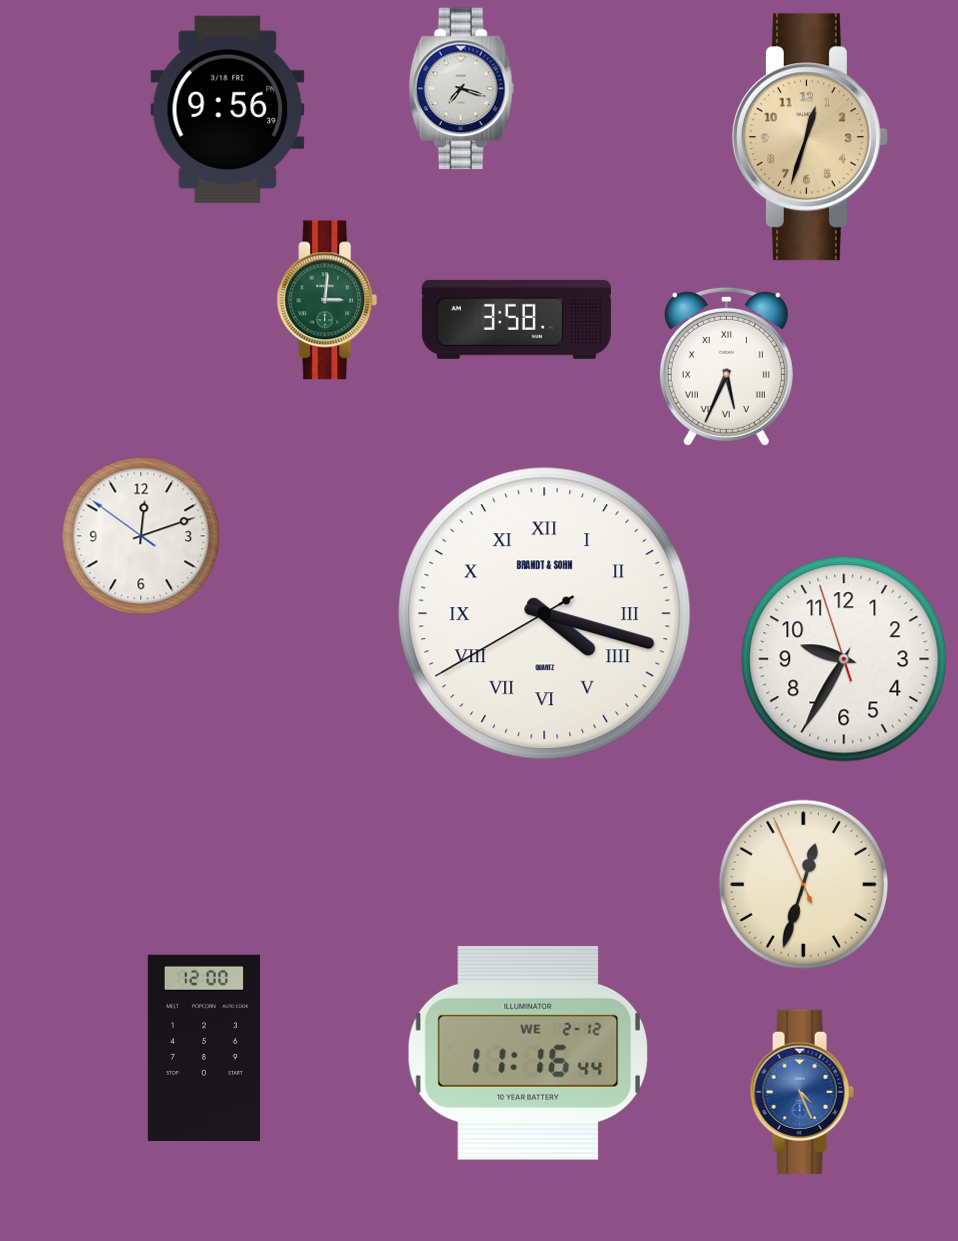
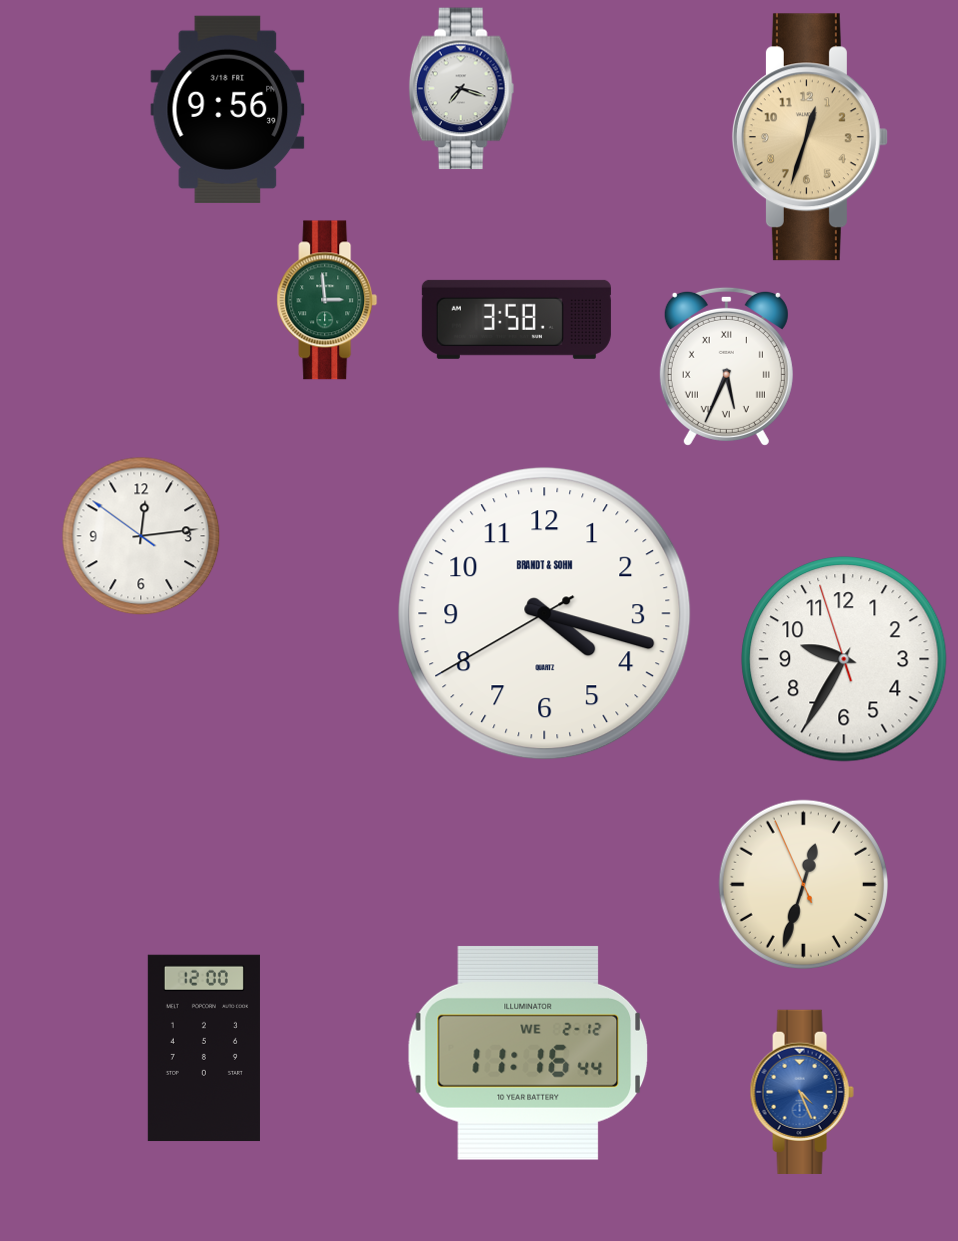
clock at (327, 300): 3:01 -> 2:59
clock at (141, 536): 12:11 -> 12:13
clock at (545, 614) numerals: Roman -> Arabic
